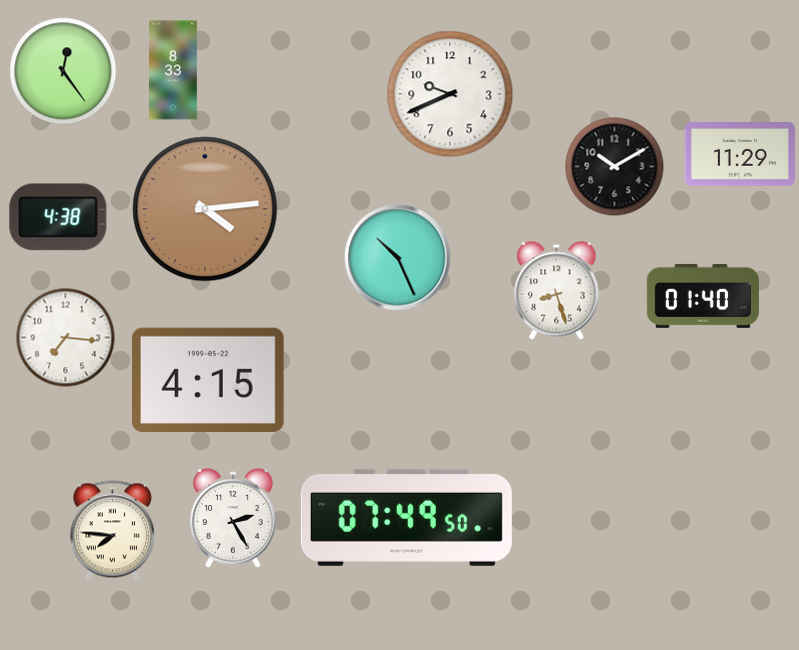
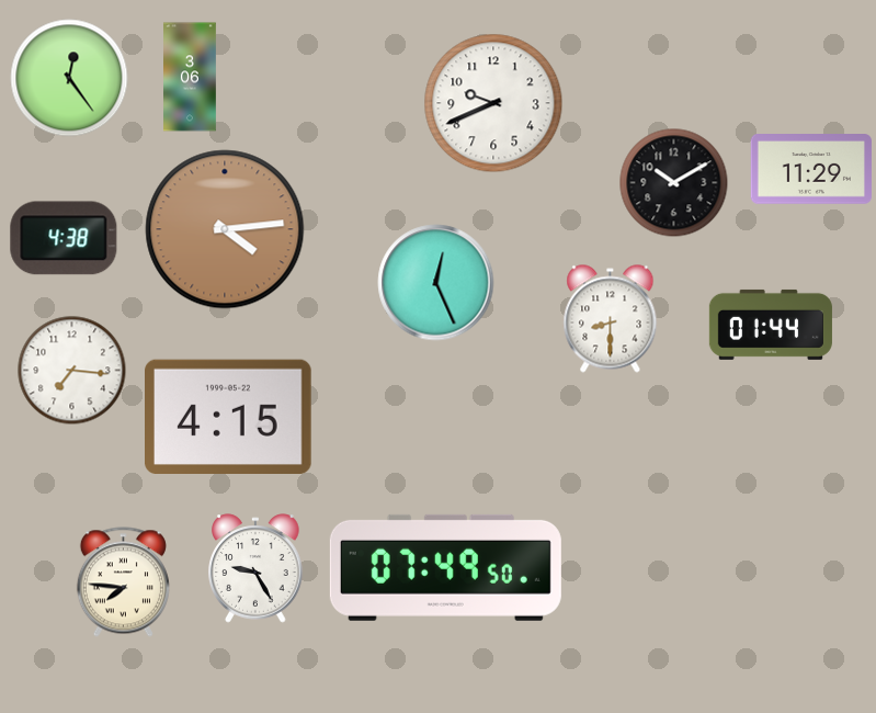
clock at (174, 70): 8:33 -> 3:06
clock at (398, 258): 10:26 -> 12:26
clock at (557, 291): 8:27 -> 8:30
clock at (703, 296): 01:40 -> 01:44
clock at (233, 518): 2:25 -> 9:25
